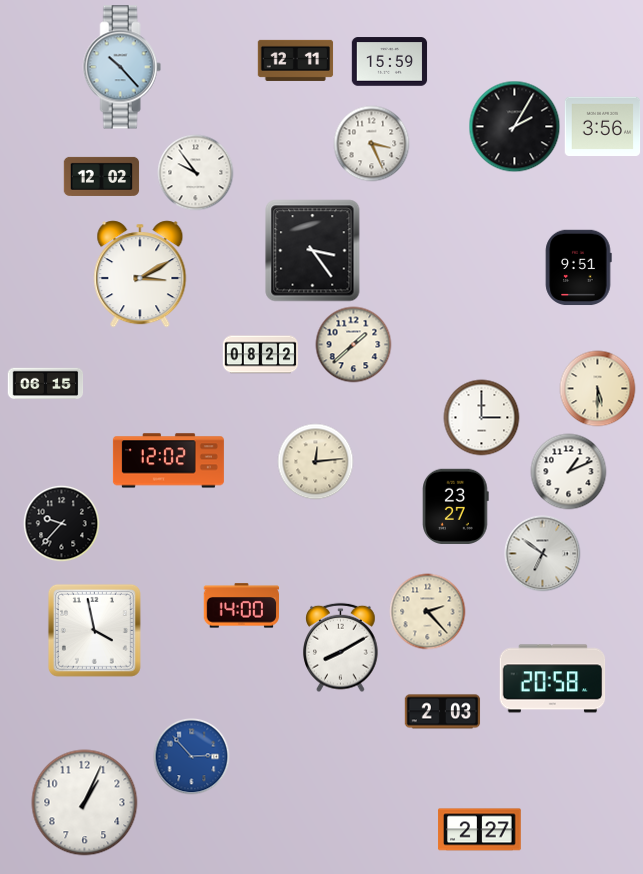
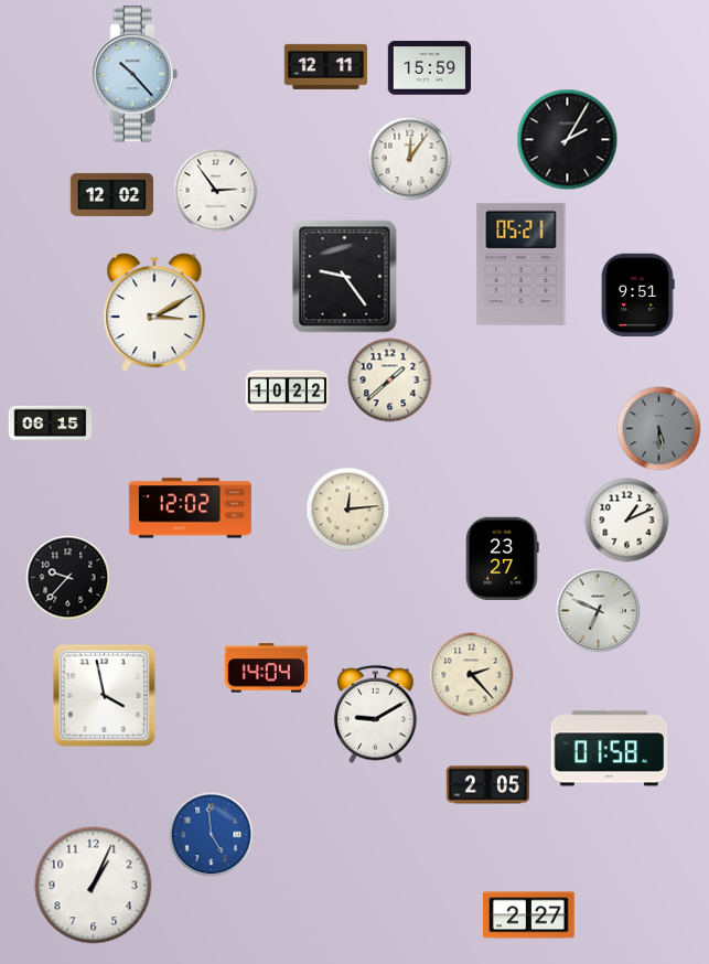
clock at (603, 126): 3:56 -> none
clock at (372, 144): 3:26 -> 12:06
clock at (196, 173): 9:54 -> 2:54
clock at (522, 264): none -> 05:21
clock at (313, 251): 3:24 -> 9:24
clock at (140, 274) position: (140, 274) -> (154, 312)
clock at (261, 355): 08:22 -> 10:22
clock at (598, 389) dial: cream -> grey
clock at (482, 418): 3:00 -> none
clock at (168, 461) position: (168, 461) -> (190, 508)
clock at (543, 554): 6:51 -> 6:49
clock at (241, 606): 14:00 -> 14:04
clock at (341, 648): 8:10 -> 9:10
clock at (553, 679): 20:58 -> 01:58
clock at (443, 712): 2:03 -> 2:05
clock at (192, 757): 2:53 -> 4:59
